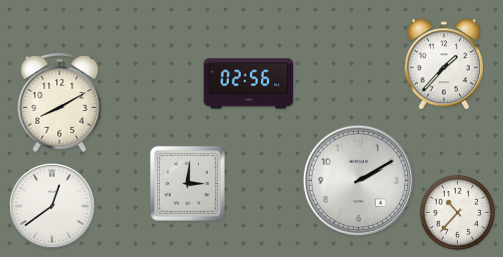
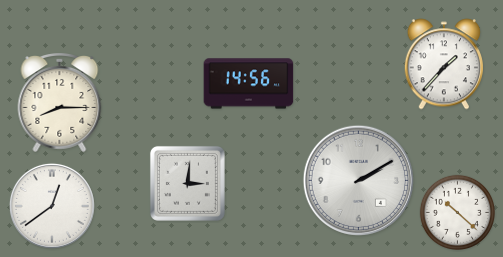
clock at (249, 84): 02:56 -> 14:56
clock at (60, 102): 8:10 -> 8:15
clock at (457, 212): 10:37 -> 10:22
